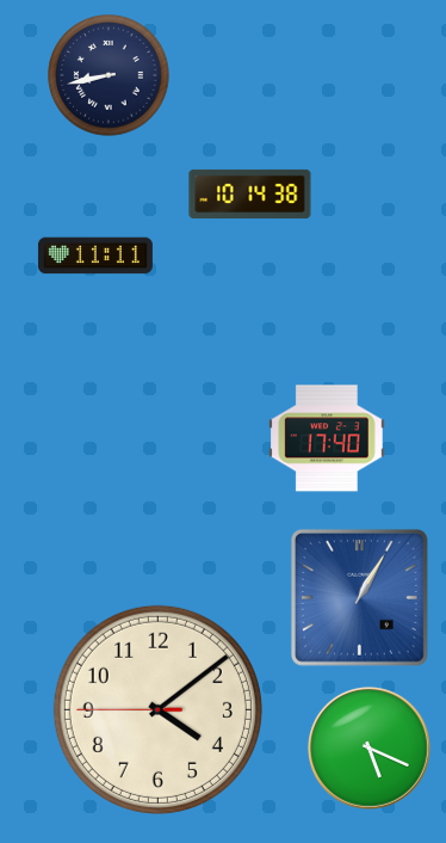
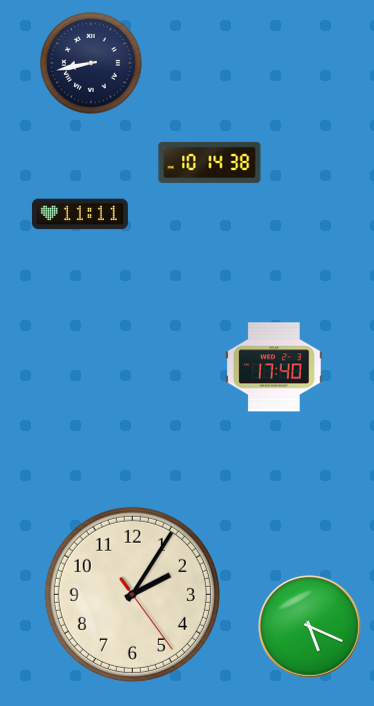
clock at (359, 597): 1:05 -> none
clock at (157, 709): 4:08 -> 2:05
